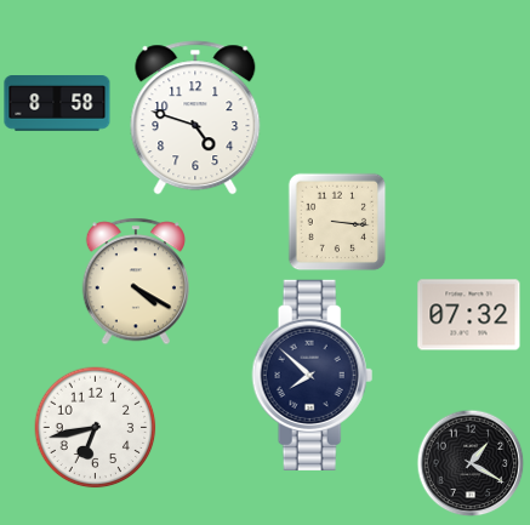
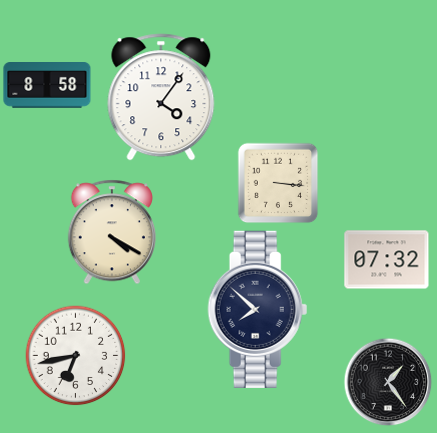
clock at (195, 118): 4:48 -> 4:06
clock at (96, 428) position: (96, 428) -> (76, 356)
clock at (471, 463): 1:20 -> 1:24
